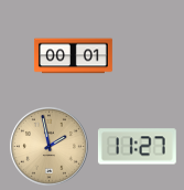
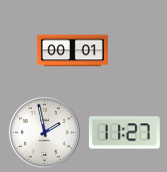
clock at (73, 56) position: (73, 56) -> (72, 51)
clock at (48, 146) dial: champagne -> white
